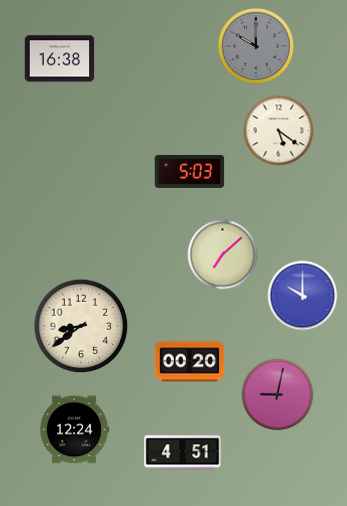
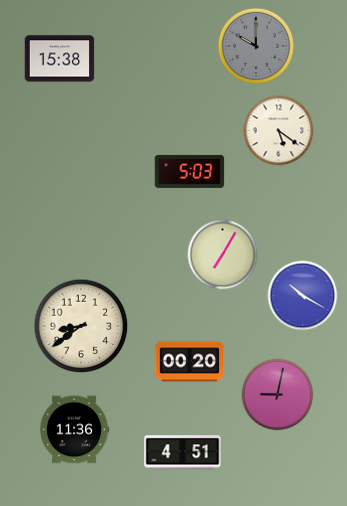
clock at (60, 59): 16:38 -> 15:38
clock at (223, 255): 7:08 -> 7:05
clock at (303, 296): 10:00 -> 10:20
clock at (74, 430): 12:24 -> 11:36
